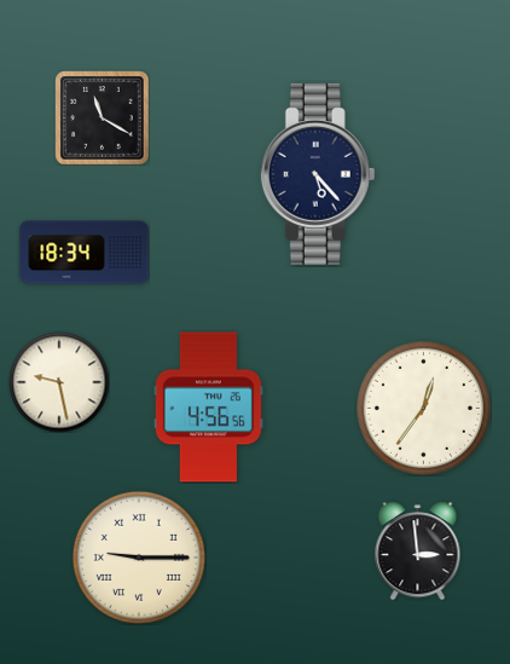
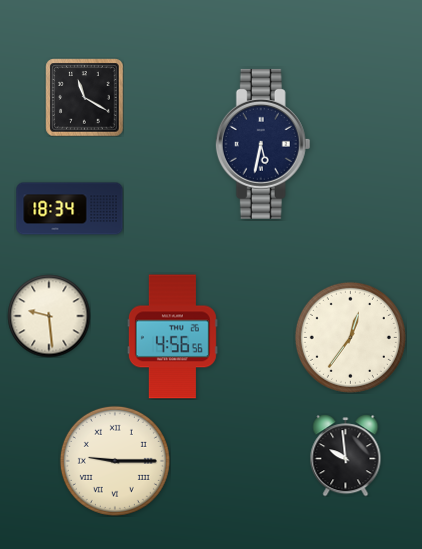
clock at (318, 174): 5:23 -> 5:32
clock at (59, 382): 9:28 -> 9:29
clock at (418, 550): 2:59 -> 9:59
